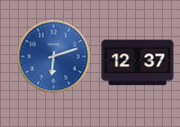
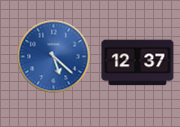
clock at (54, 57): 6:12 -> 5:22
